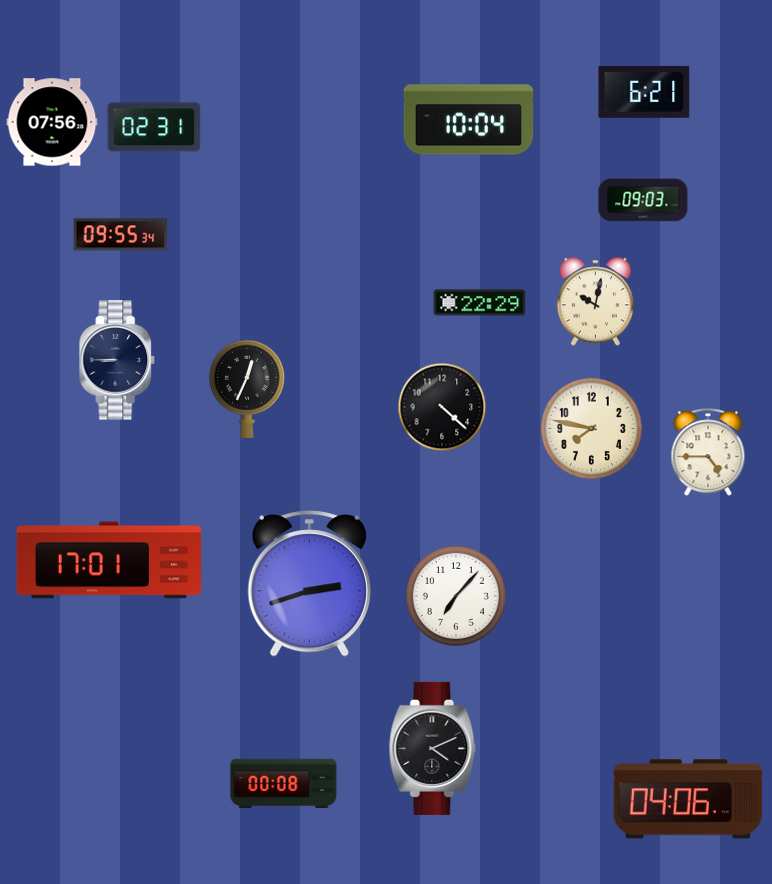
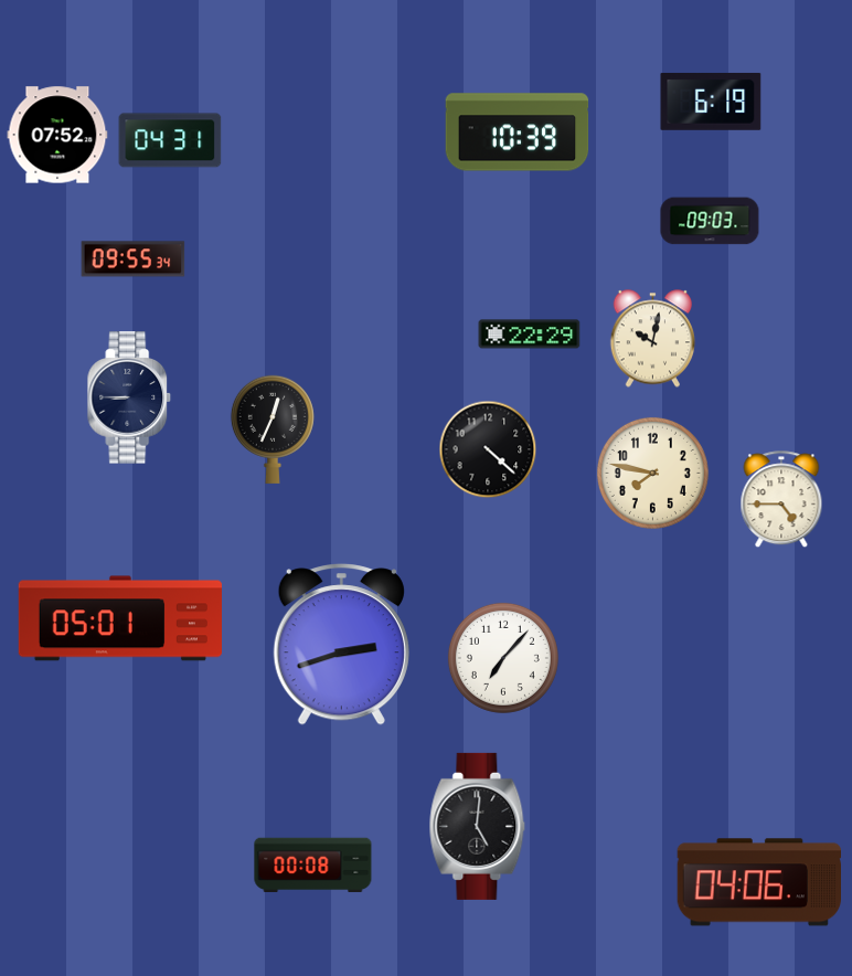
clock at (644, 92): 6:21 -> 6:19
clock at (469, 120): 10:04 -> 10:39
clock at (52, 122): 07:56 -> 07:52
clock at (154, 127): 02:31 -> 04:31
clock at (595, 302) position: (595, 302) -> (652, 339)
clock at (109, 560): 17:01 -> 05:01
clock at (433, 748): 4:11 -> 5:01
